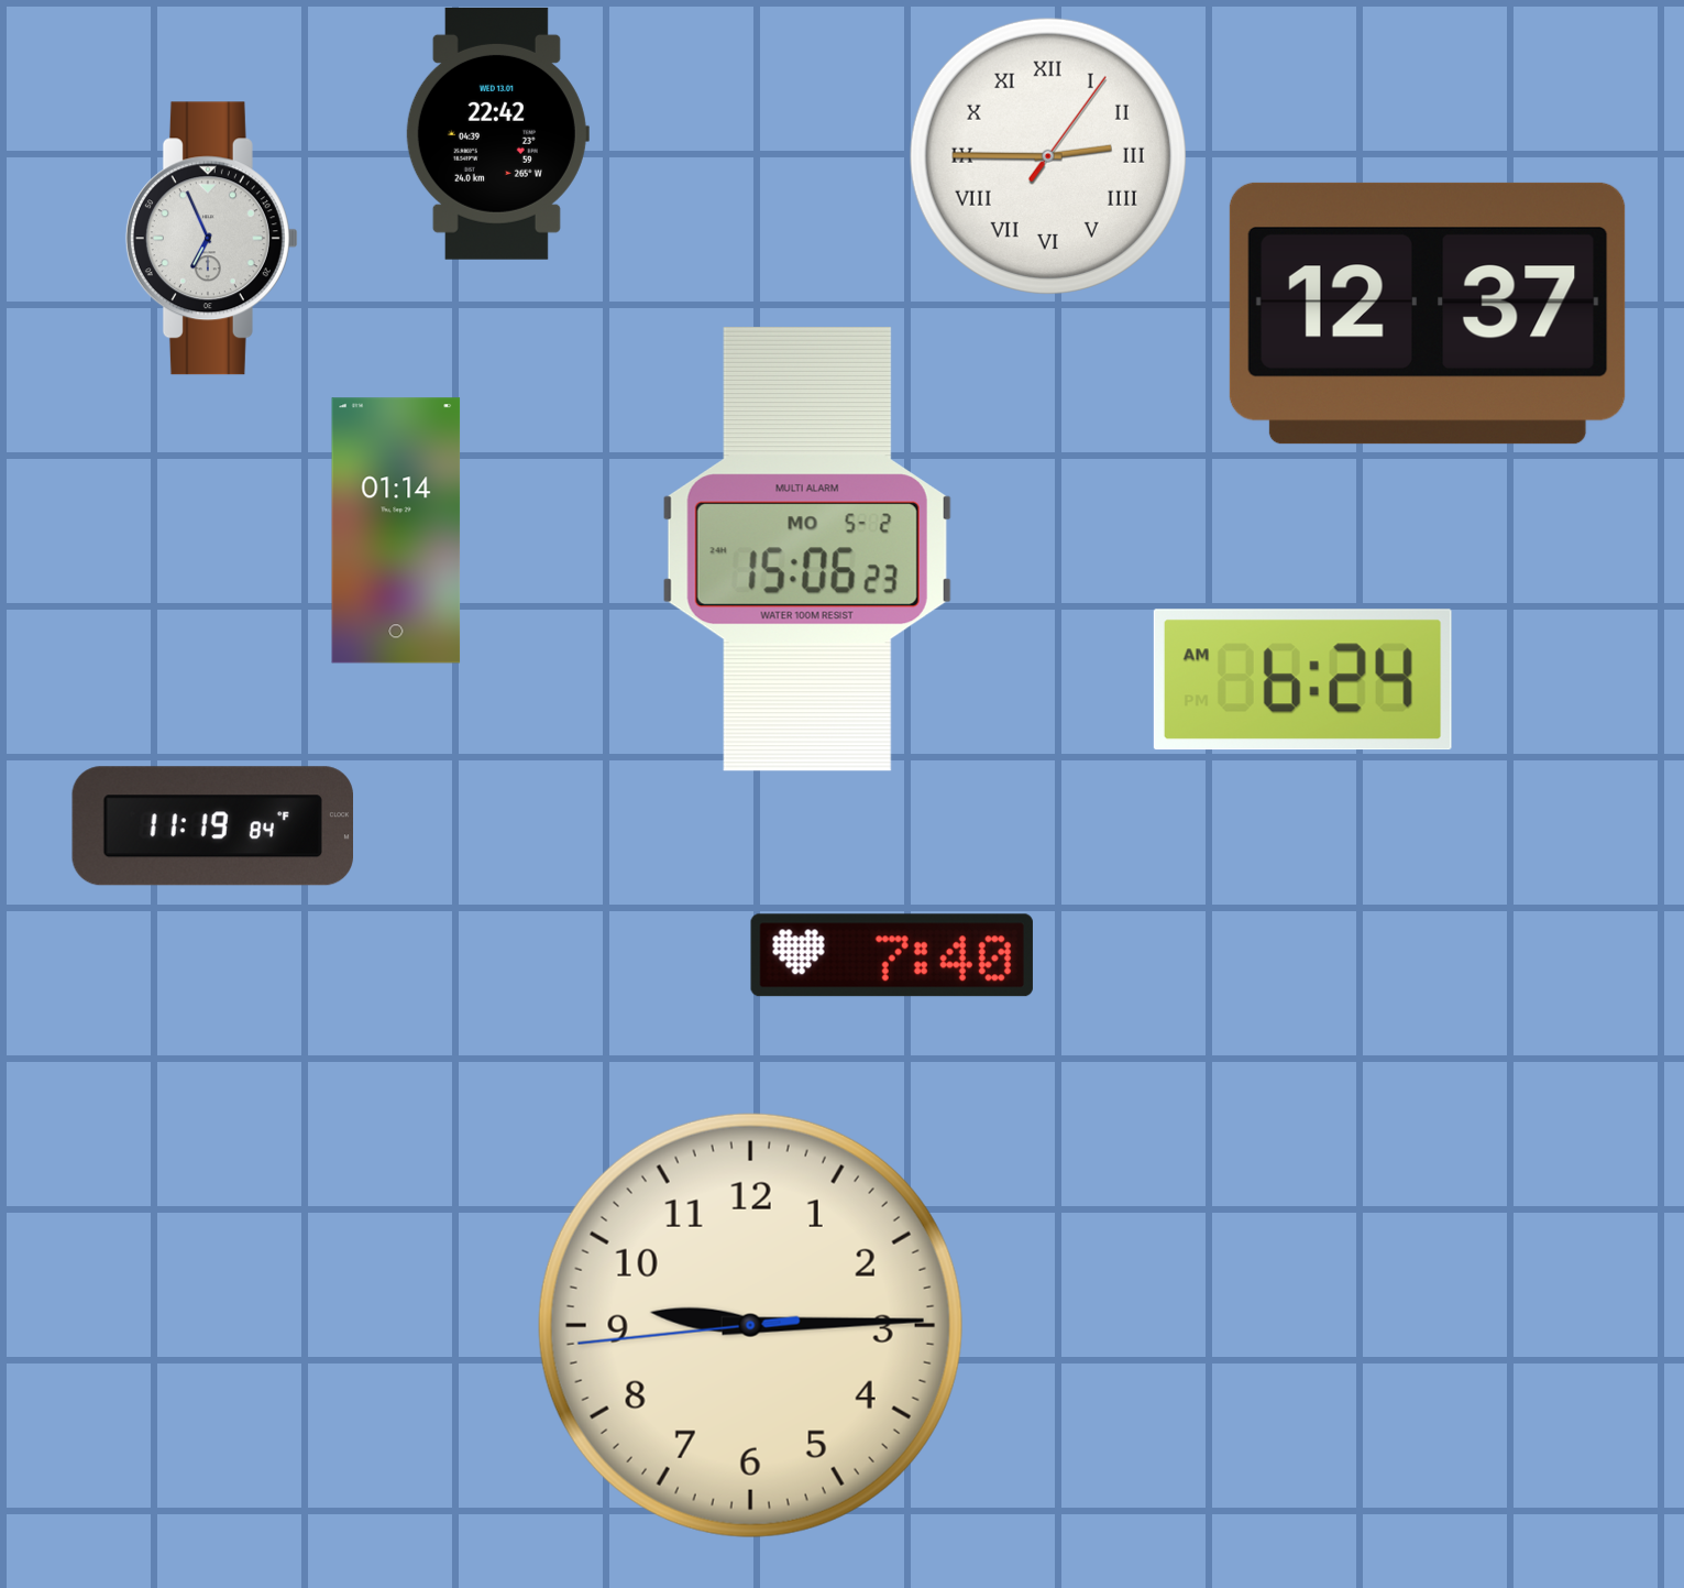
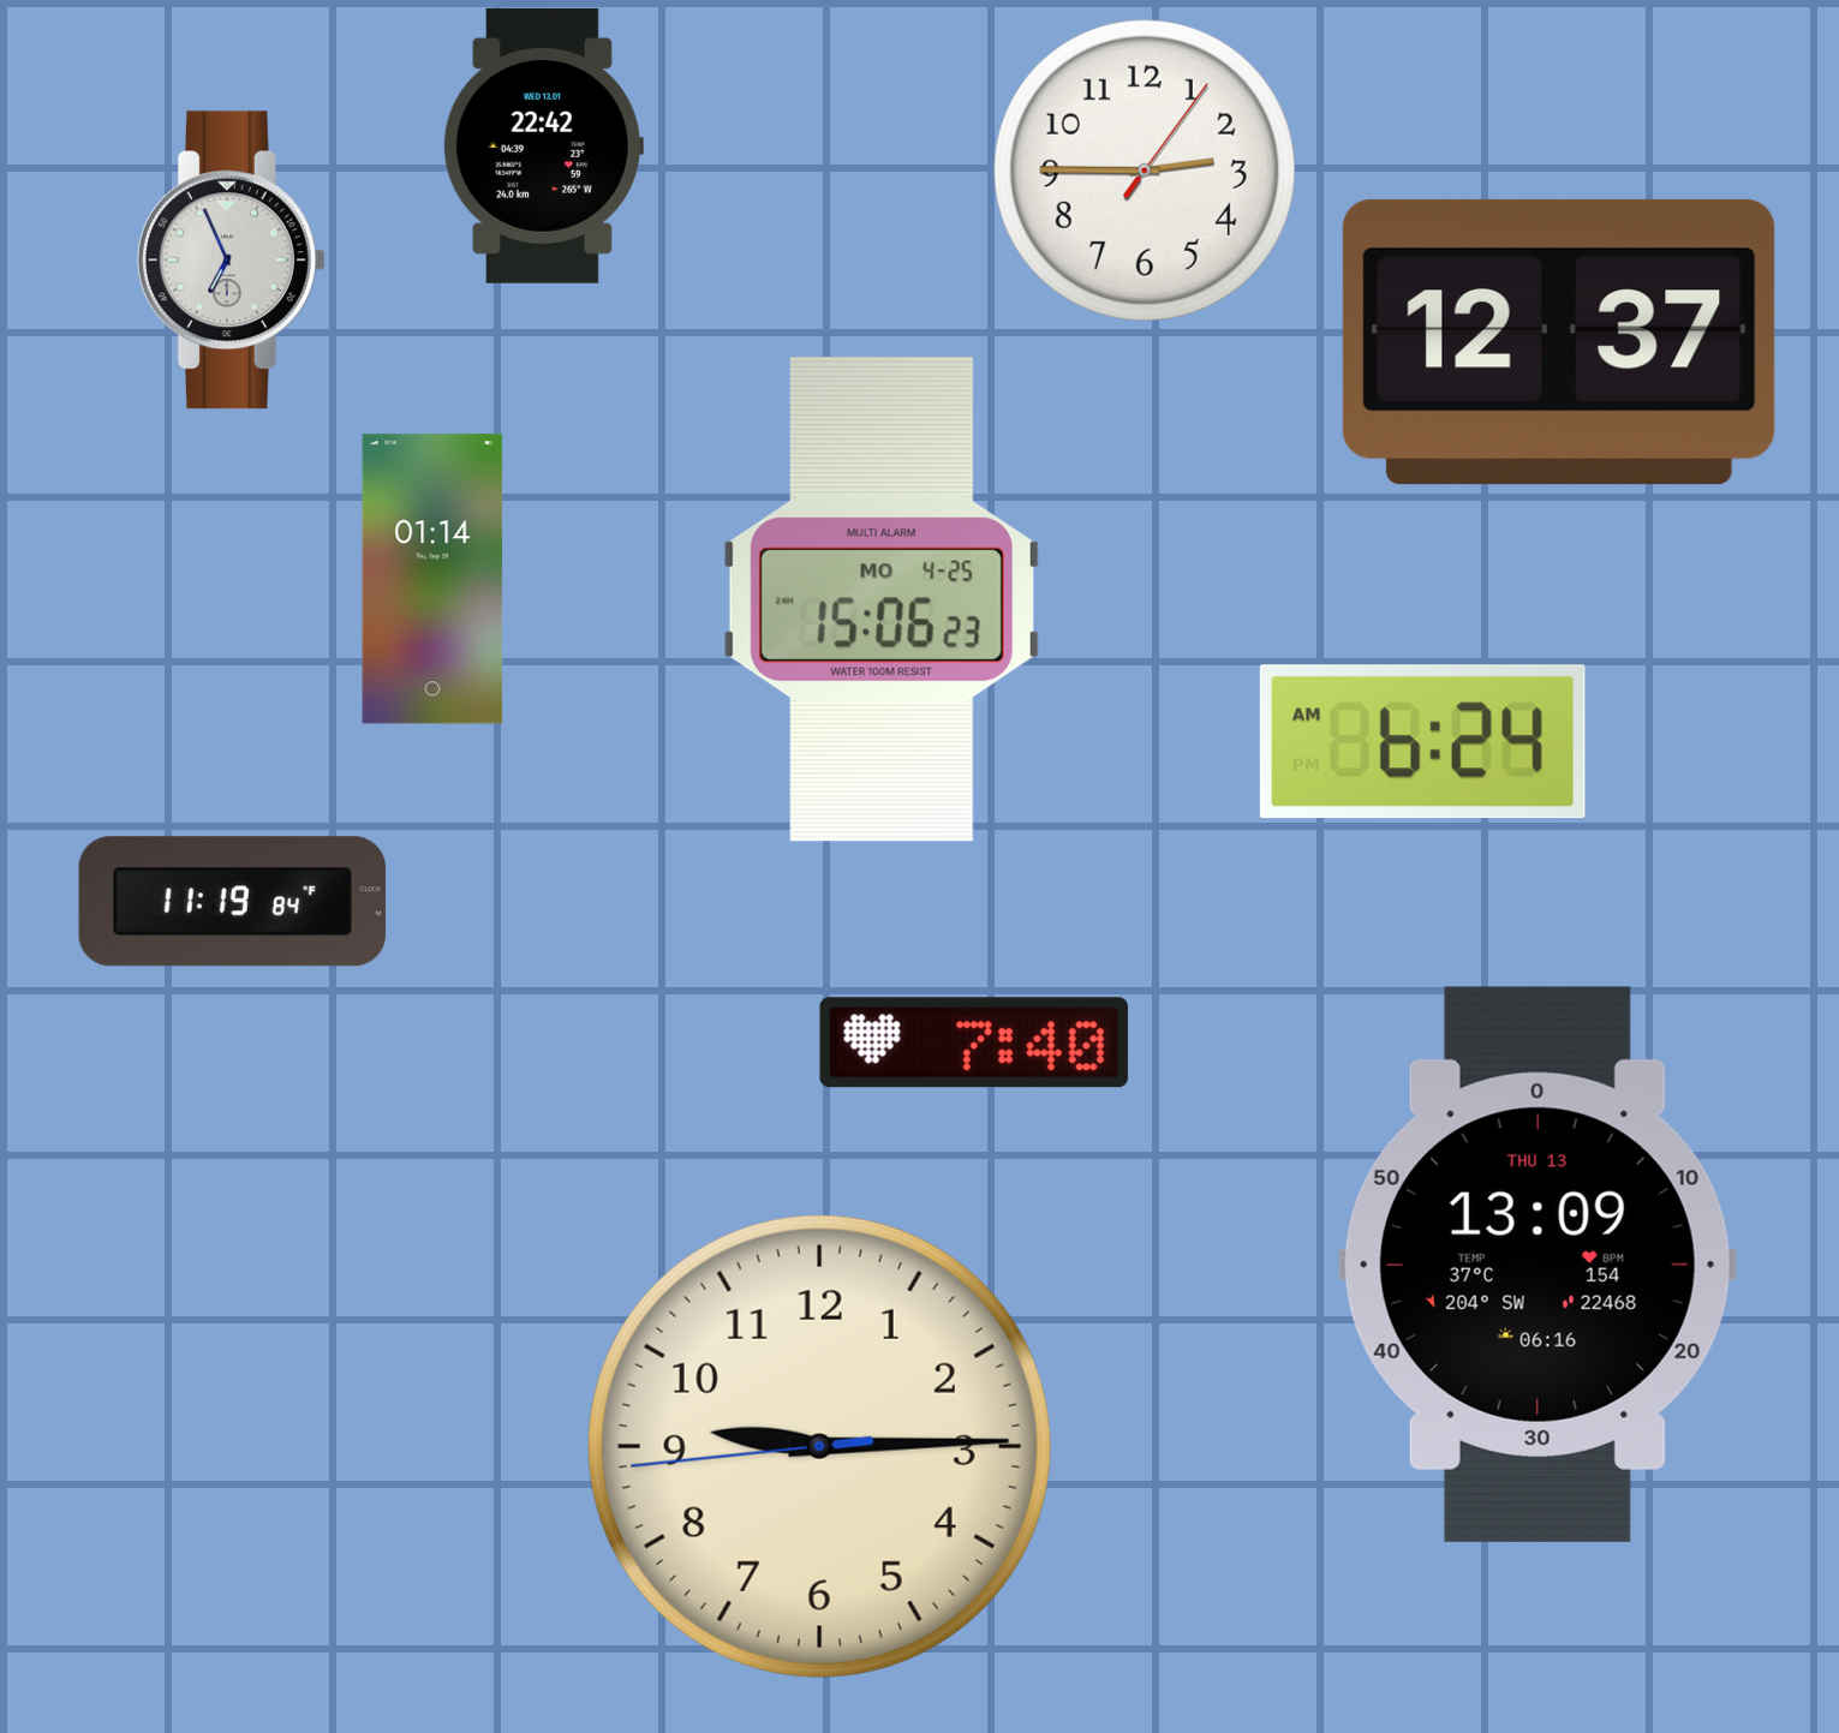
clock at (1048, 156) numerals: Roman -> Arabic
clock at (807, 549) date: MO 5-2 -> MO 4-25
clock at (1538, 1265): none -> 13:09
